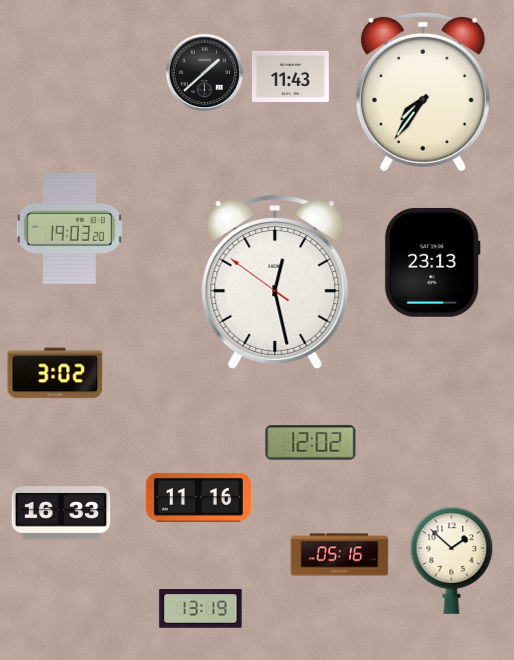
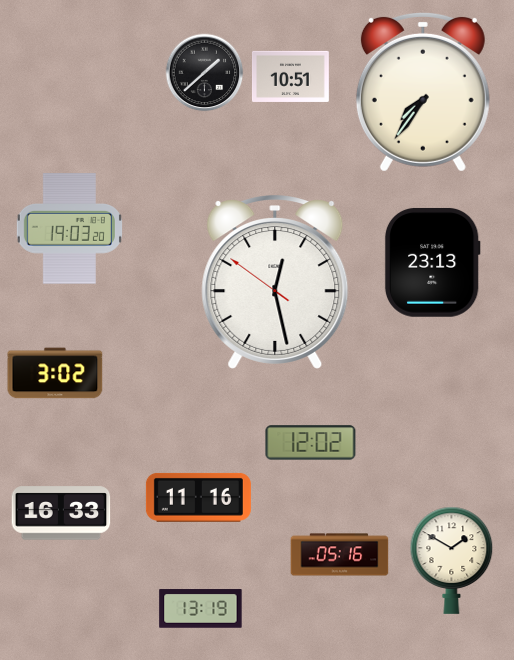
clock at (290, 76): 11:43 -> 10:51
clock at (452, 560): 1:52 -> 1:50
